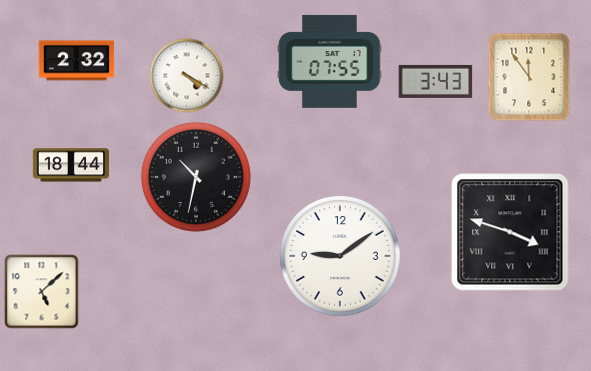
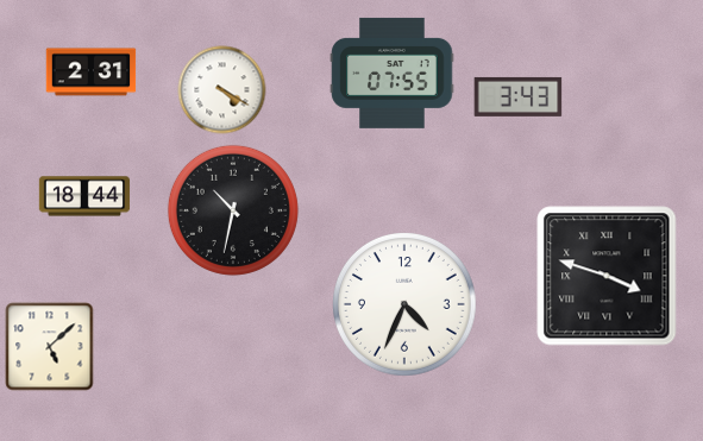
clock at (77, 61): 2:32 -> 2:31
clock at (529, 77): 11:54 -> none
clock at (341, 257): 9:09 -> 4:34
